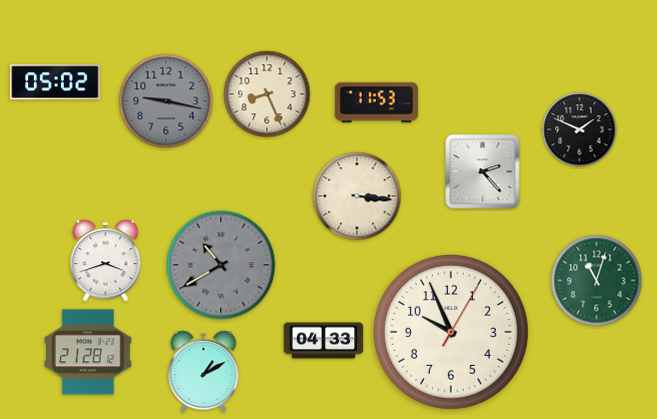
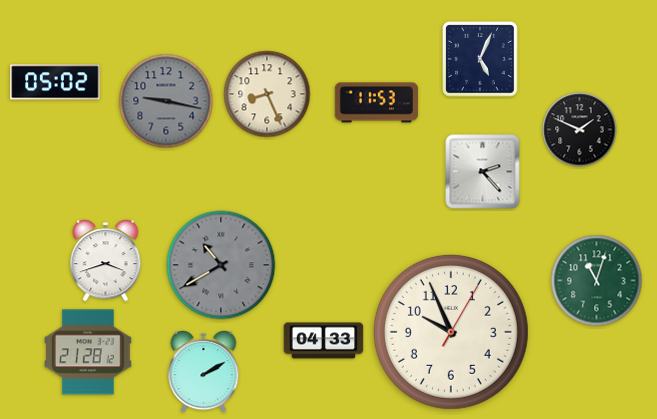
clock at (481, 60): none -> 5:04
clock at (357, 196): 3:16 -> none
clock at (204, 372): 1:10 -> 2:10
